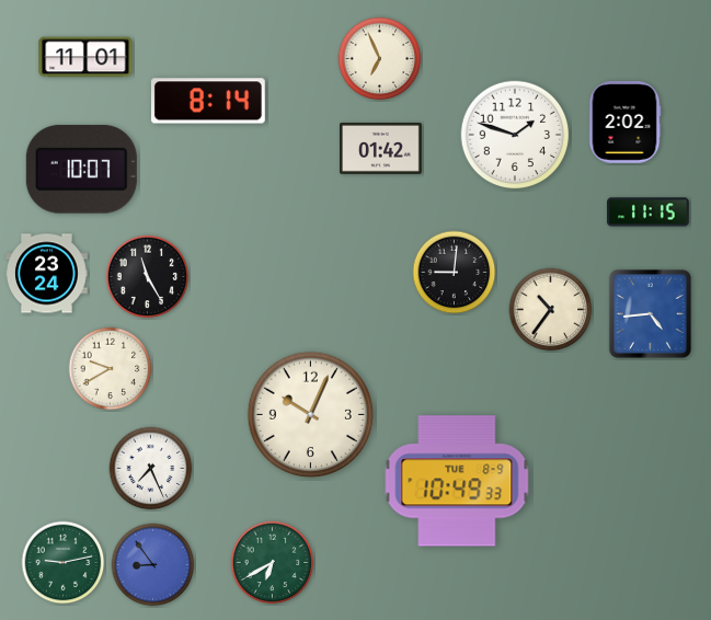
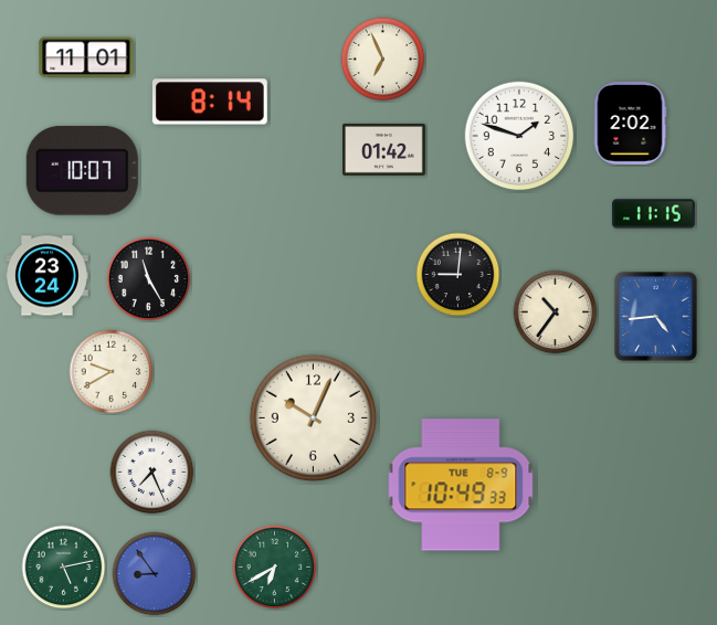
clock at (64, 563): 9:13 -> 5:13
clock at (153, 565) position: (153, 565) -> (155, 574)
